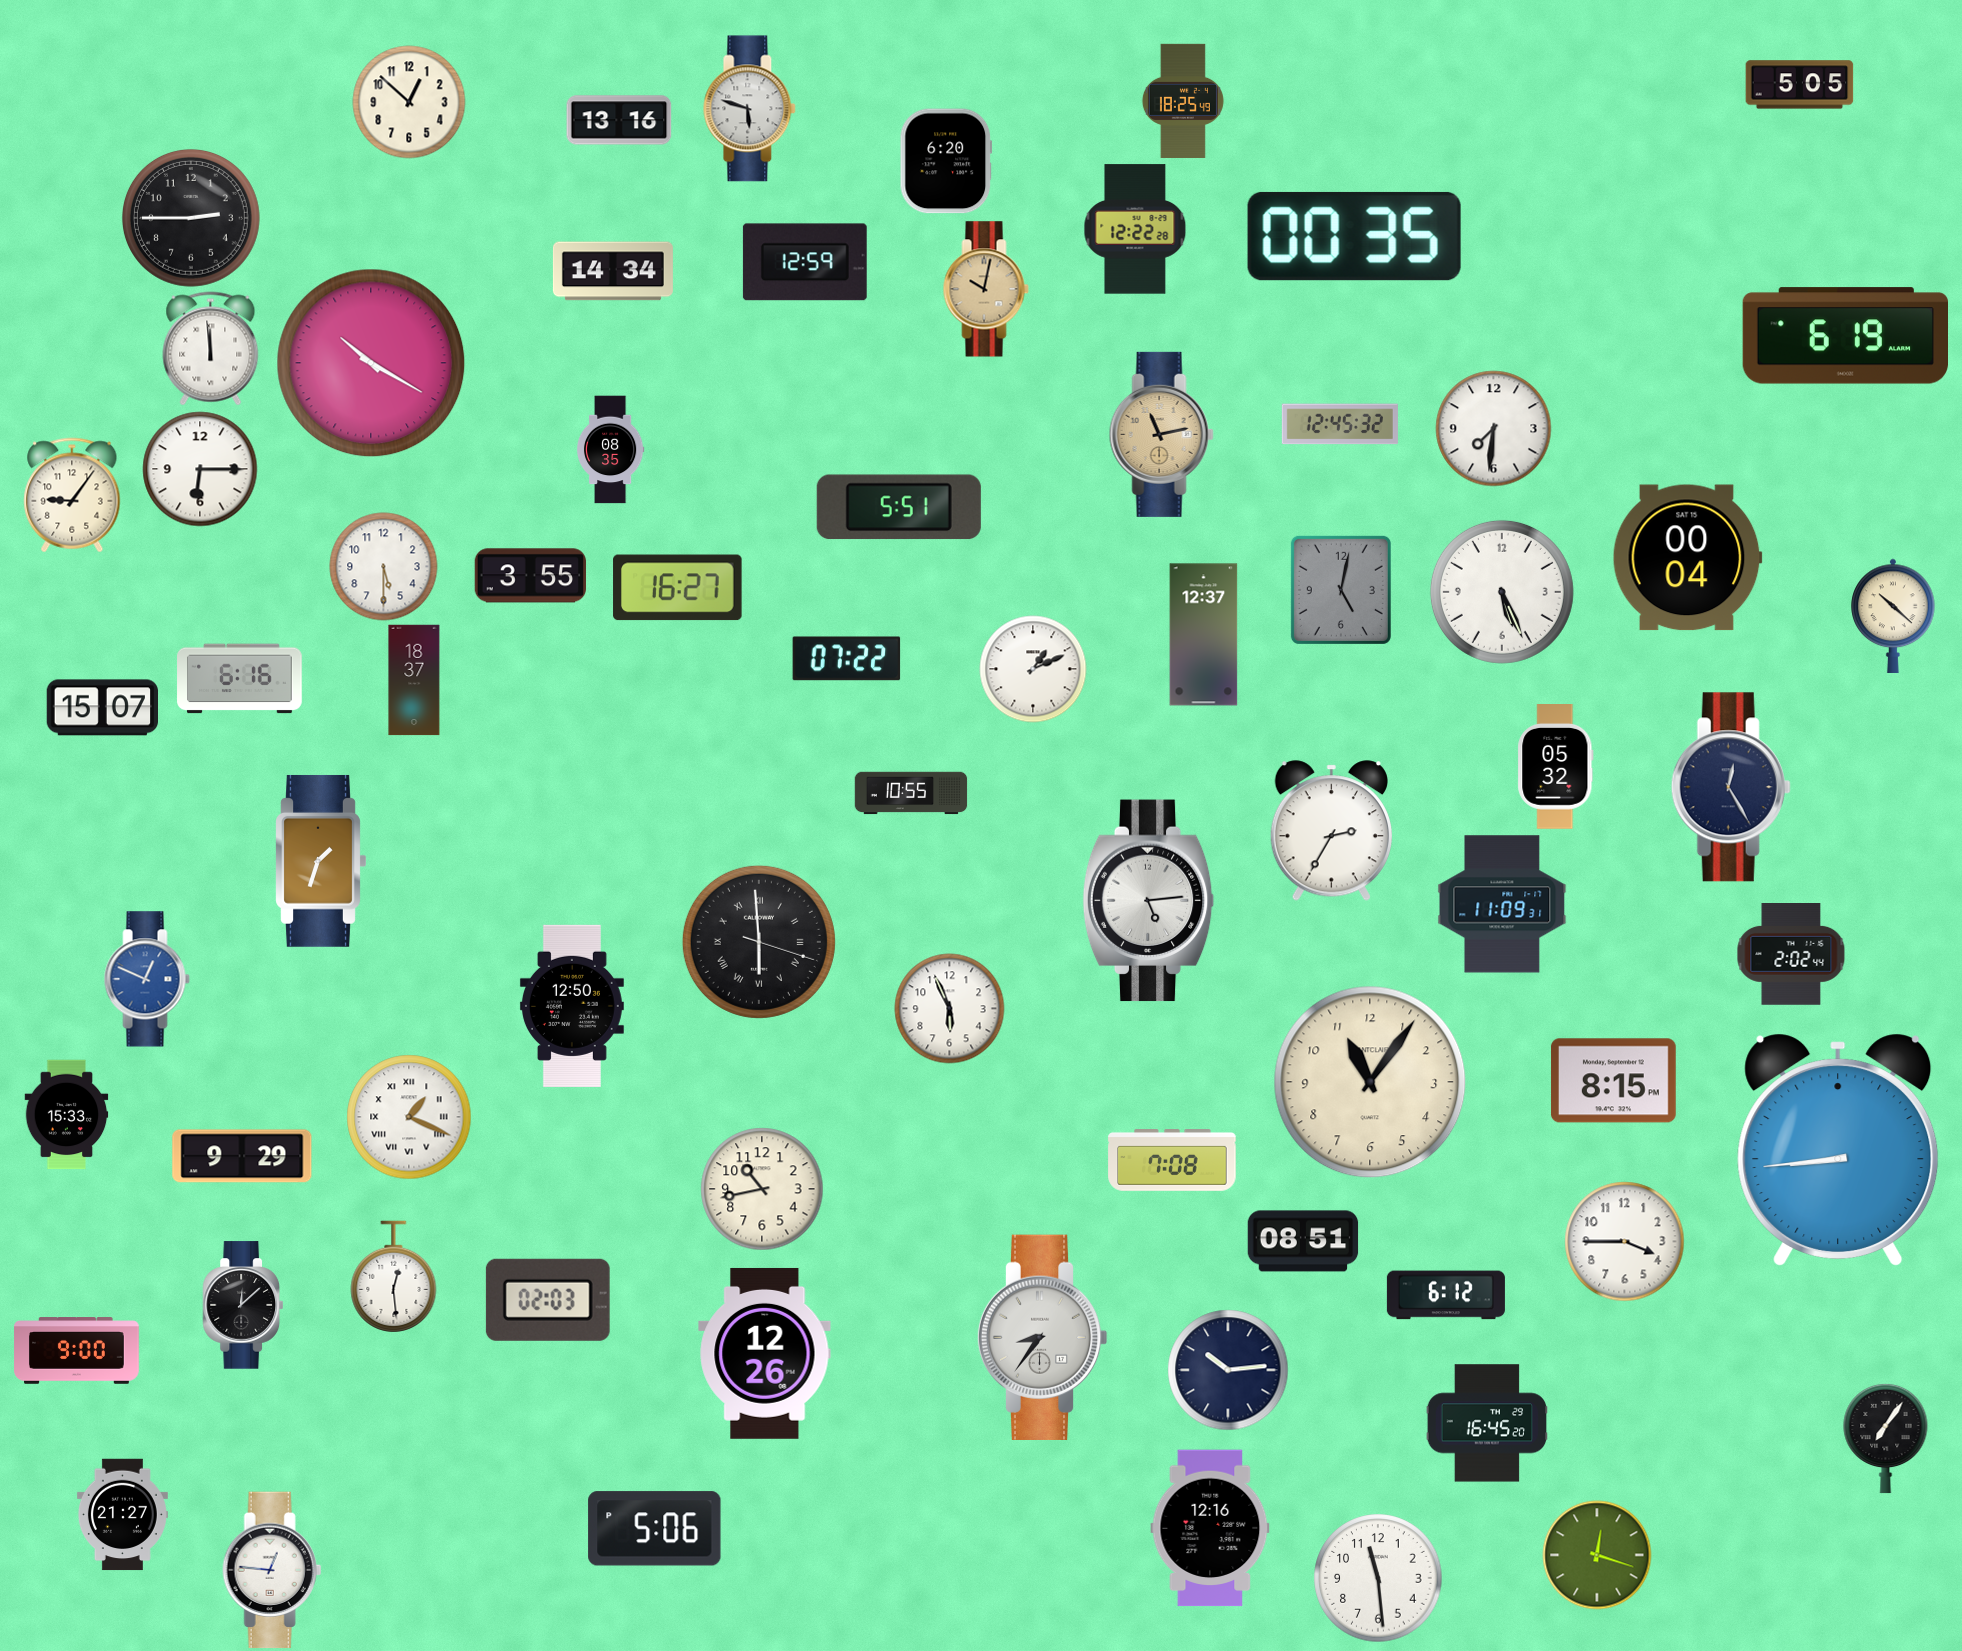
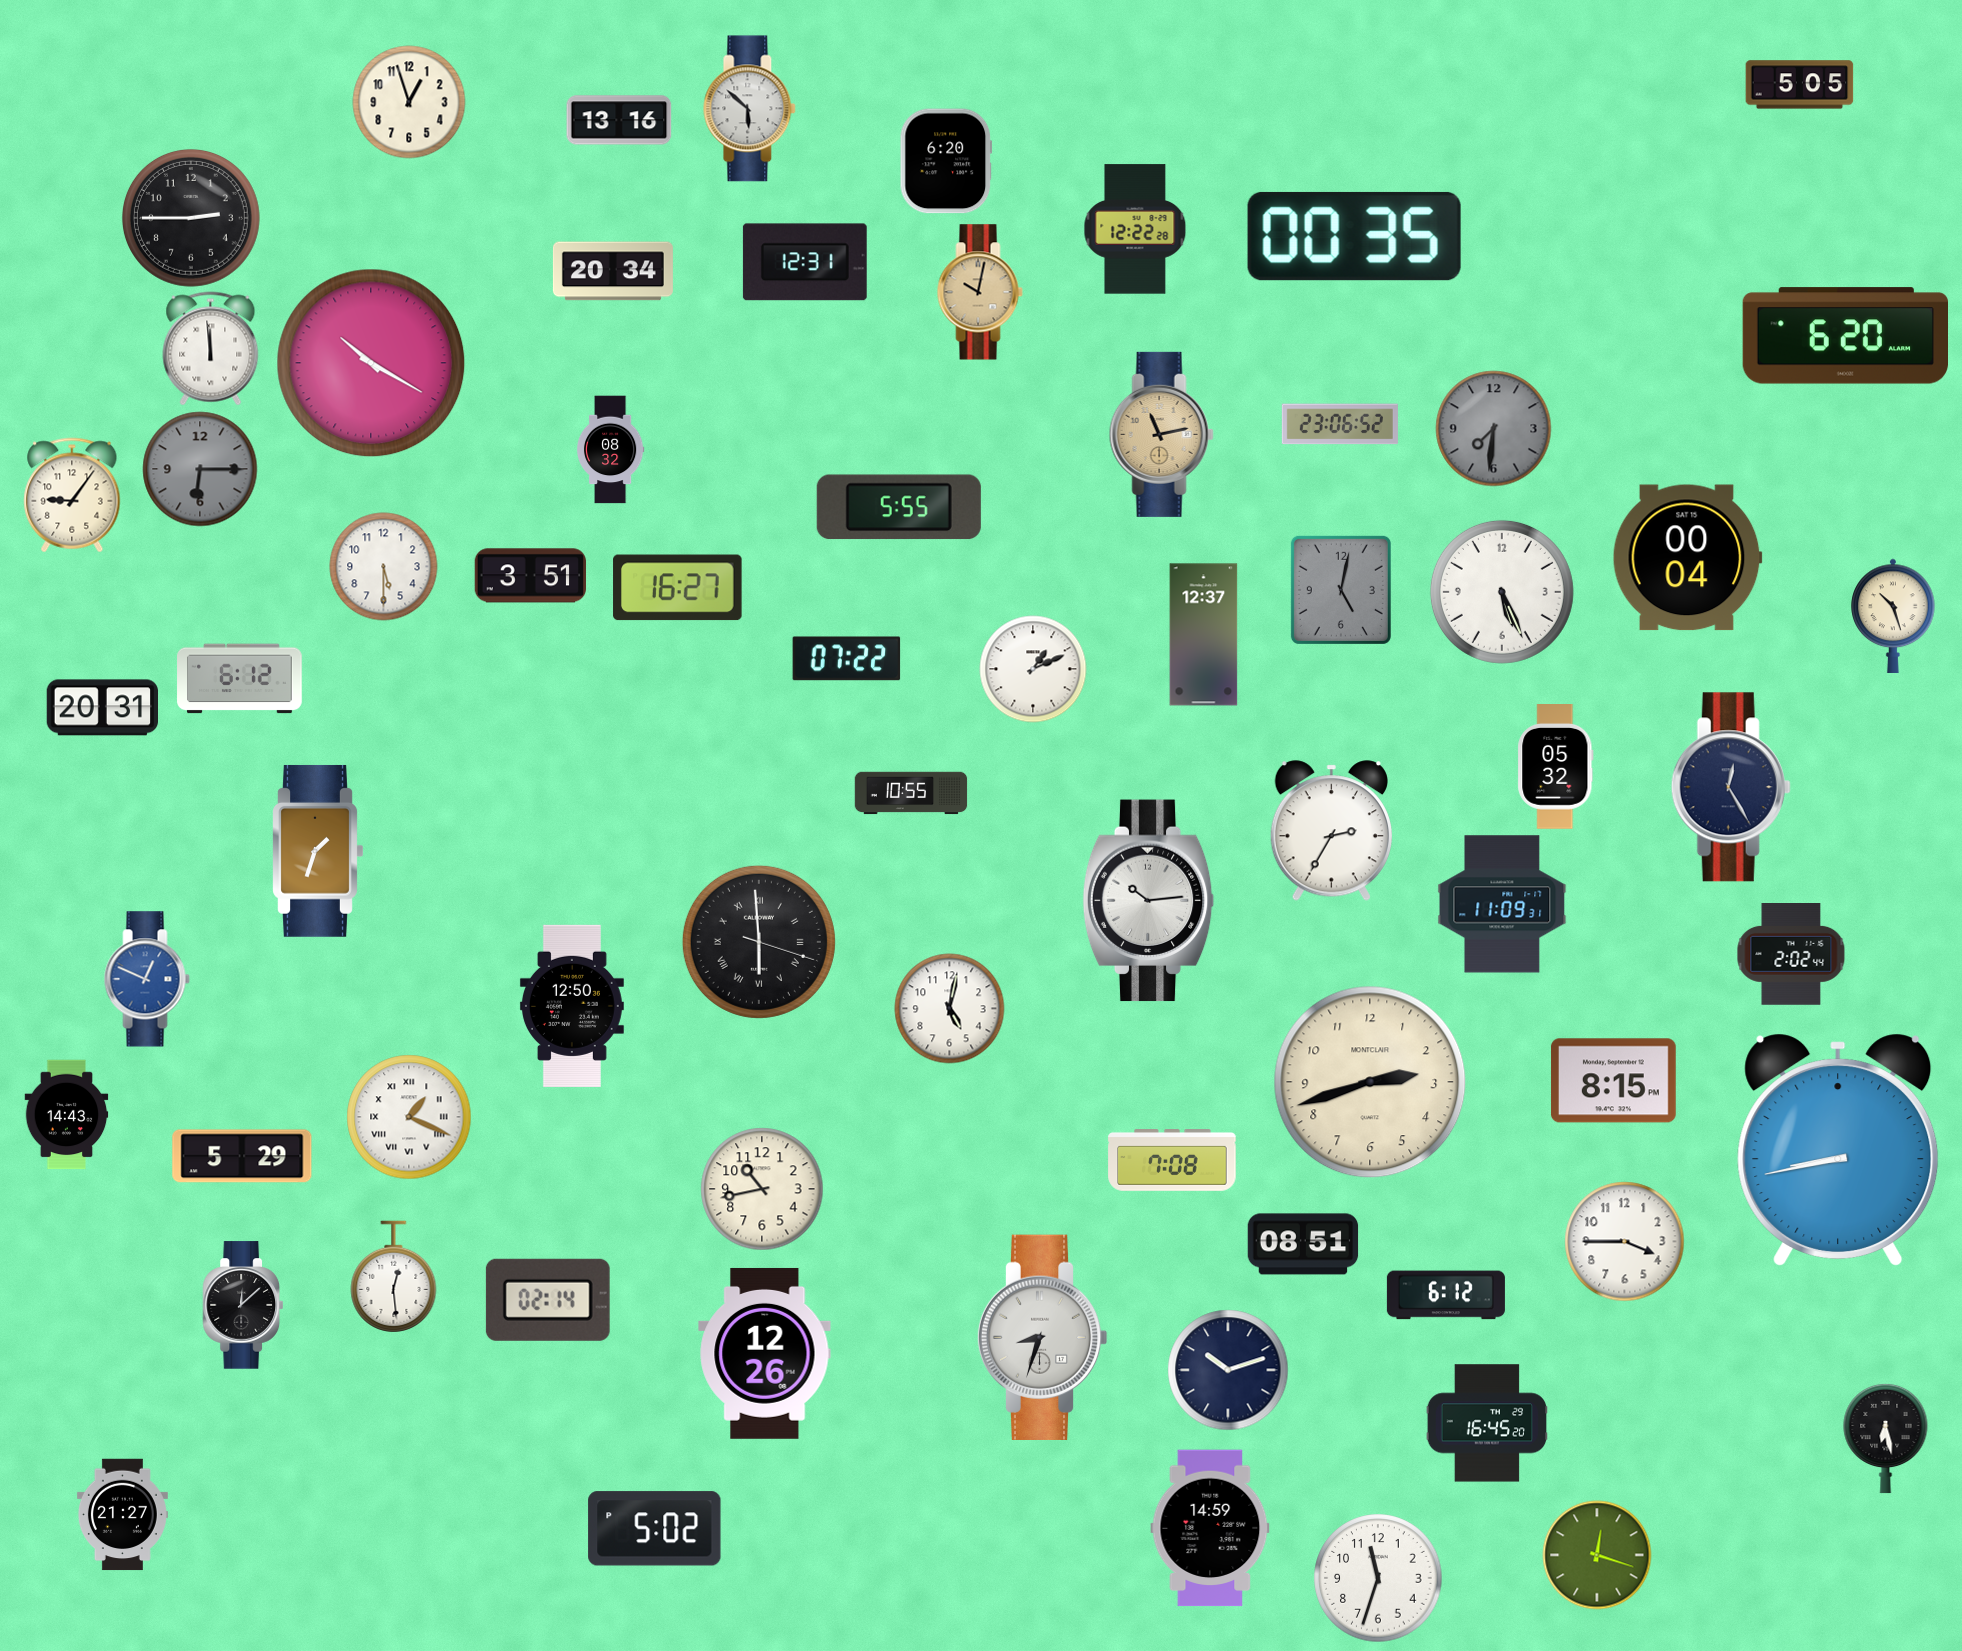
clock at (1183, 100): 18:25 -> none
clock at (409, 102): 12:52 -> 12:57
clock at (750, 109): 5:48 -> 5:52
clock at (805, 262): 12:59 -> 12:31
clock at (613, 271): 14:34 -> 20:34
clock at (986, 289) position: (986, 289) -> (980, 292)
clock at (1845, 336): 6:19 -> 6:20
clock at (1340, 424): 12:45 -> 23:06
clock at (1494, 429) dial: white -> grey
clock at (610, 450): 08:35 -> 08:32
clock at (200, 469) dial: white -> grey
clock at (899, 507): 5:51 -> 5:55
clock at (531, 576): 3:55 -> 3:51
clock at (1893, 616): 10:22 -> 10:27
clock at (240, 679): 6:16 -> 6:12
clock at (414, 680): 18:37 -> none
clock at (103, 708): 15:07 -> 20:31
clock at (321, 861) position: (321, 861) -> (318, 851)
clock at (1149, 901): 5:14 -> 10:14
clock at (950, 1009): 5:56 -> 5:02
clock at (1370, 1082): 11:06 -> 2:42
clock at (67, 1115): 15:33 -> 14:43
clock at (1838, 1150): 8:44 -> 8:43
clock at (242, 1156): 9:29 -> 5:29
clock at (1303, 1241) position: (1303, 1241) -> (1303, 1244)
clock at (548, 1300): 02:03 -> 02:14
clock at (1042, 1337): 8:36 -> 8:33
clock at (77, 1351): 9:00 -> none
clock at (1228, 1370): 10:14 -> 10:12
clock at (1886, 1438): 7:06 -> 6:28
clock at (1210, 1528): 12:16 -> 14:59
clock at (655, 1529): 5:06 -> 5:02
clock at (272, 1570): 12:46 -> none
clock at (1378, 1578): 11:29 -> 11:33
